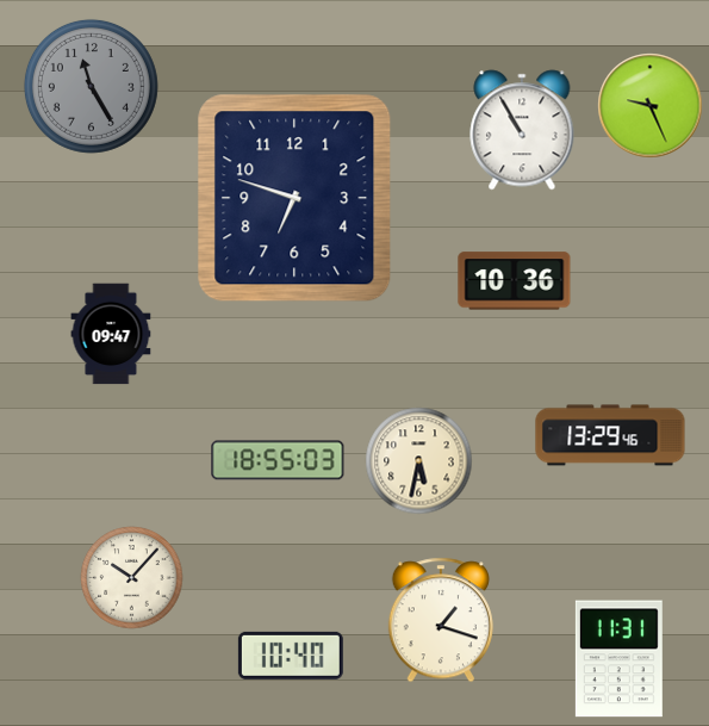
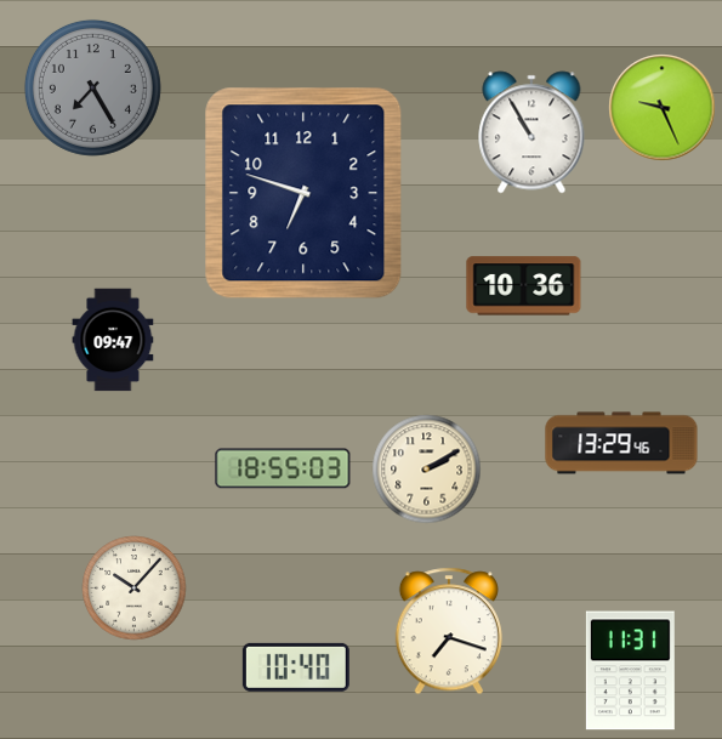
clock at (91, 86): 11:25 -> 7:25
clock at (294, 198) position: (294, 198) -> (303, 193)
clock at (419, 461): 5:32 -> 2:10
clock at (440, 620): 1:18 -> 7:18
